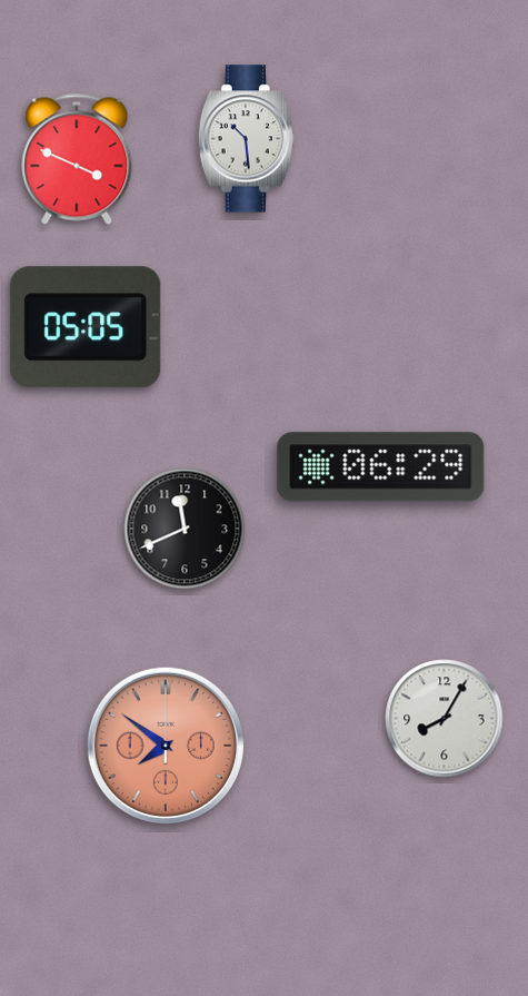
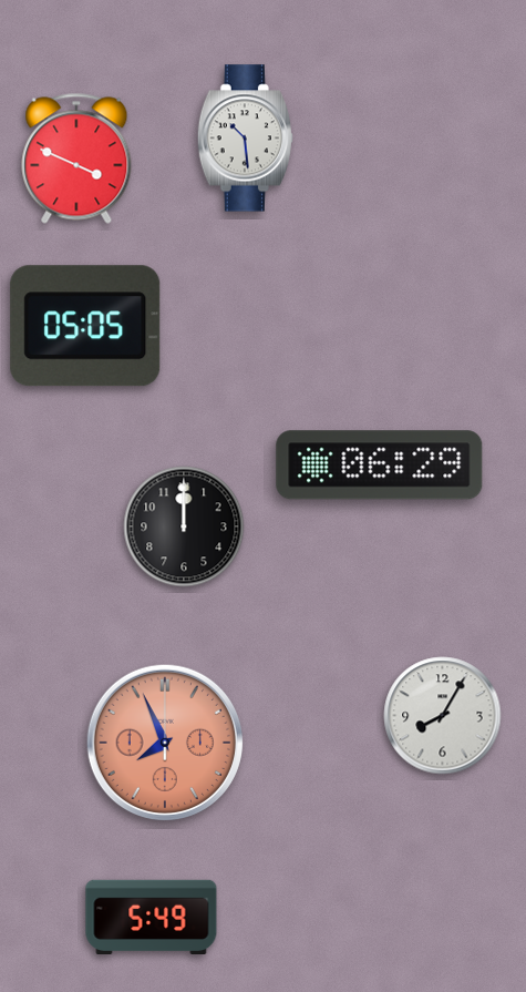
clock at (185, 529): 11:41 -> 12:00
clock at (165, 744): 7:51 -> 7:56
clock at (152, 917): none -> 5:49
